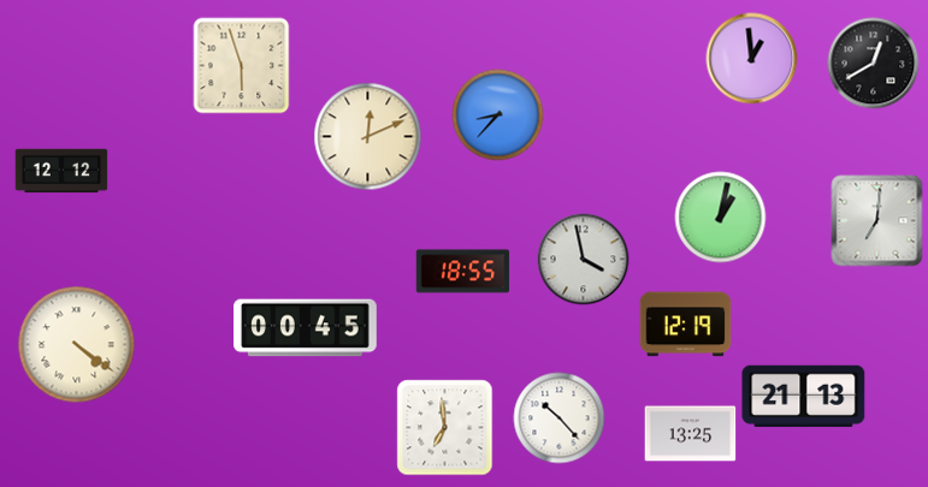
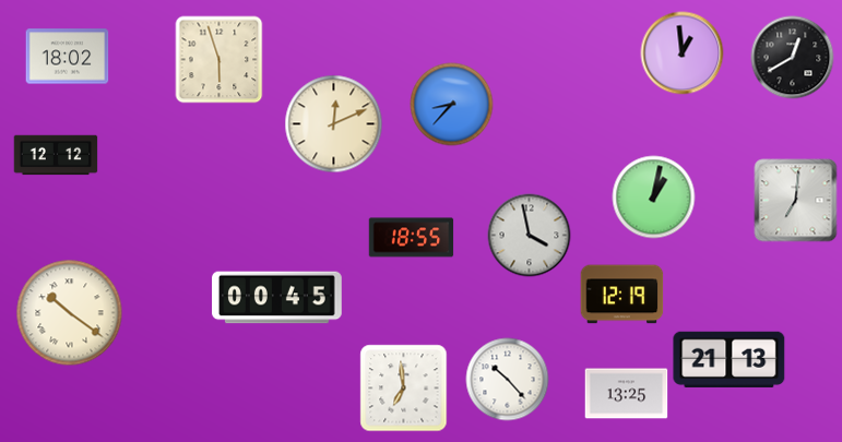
clock at (68, 57): none -> 18:02
clock at (463, 272) position: (463, 272) -> (412, 238)
clock at (77, 345): 4:21 -> 10:21
